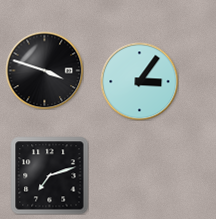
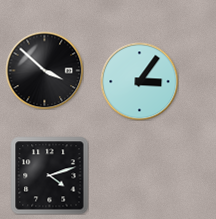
clock at (44, 70): 3:48 -> 3:52
clock at (49, 175): 7:12 -> 4:12
